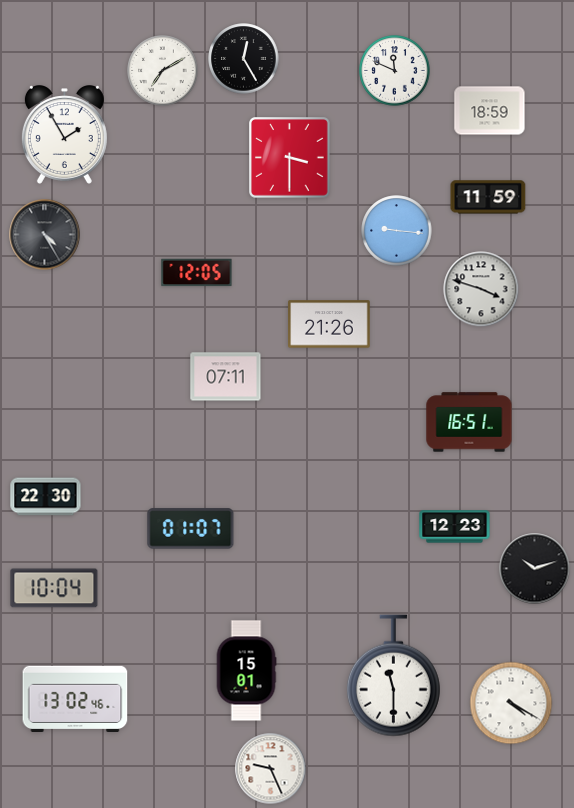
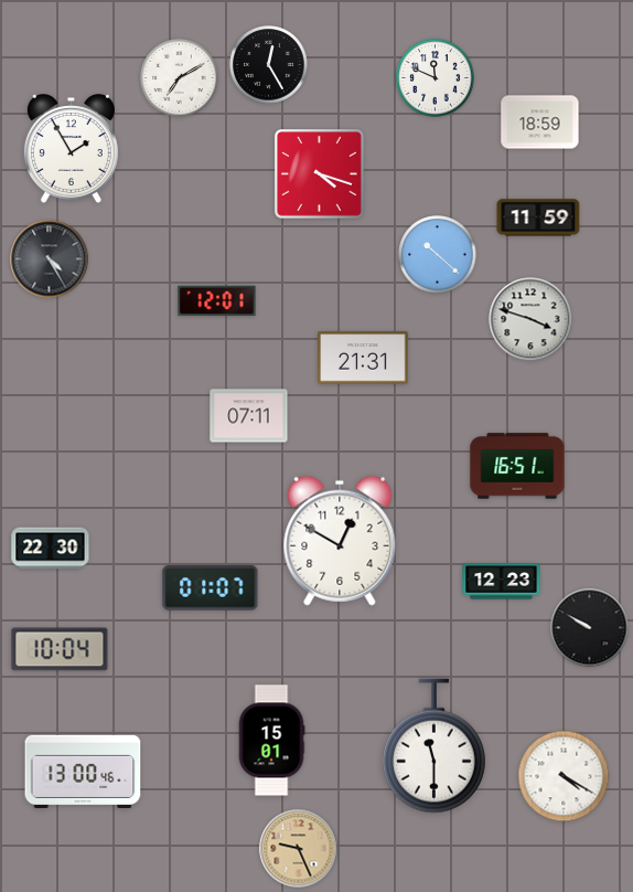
clock at (290, 158): 3:30 -> 4:18
clock at (397, 231): 9:16 -> 10:22
clock at (197, 273): 12:05 -> 12:01
clock at (329, 324): 21:26 -> 21:31
clock at (340, 541): none -> 12:50
clock at (191, 529) position: (191, 529) -> (211, 588)
clock at (535, 569): 10:12 -> 9:50
clock at (75, 698): 13:02 -> 13:00
clock at (271, 769) dial: white -> champagne
